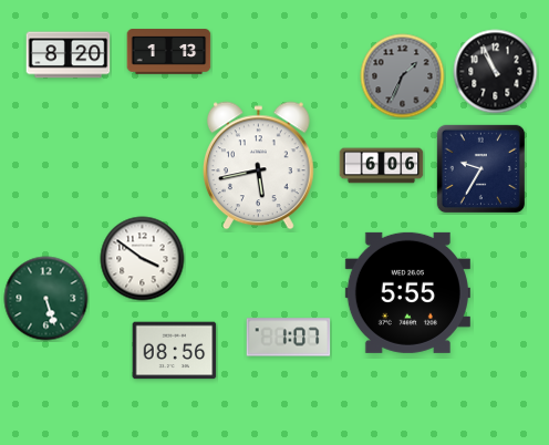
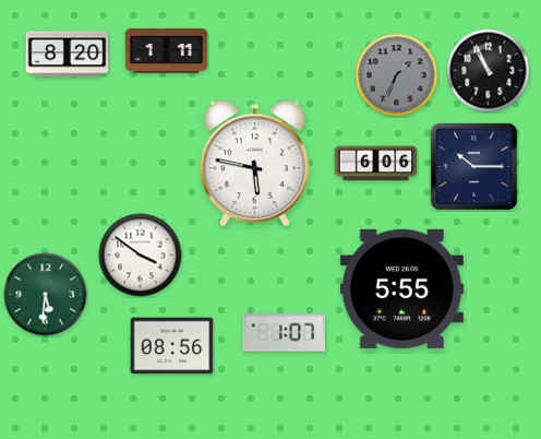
clock at (169, 52): 1:13 -> 1:11
clock at (259, 166): 5:43 -> 5:47
clock at (480, 168): 9:35 -> 10:15
clock at (46, 299): 5:27 -> 5:31
